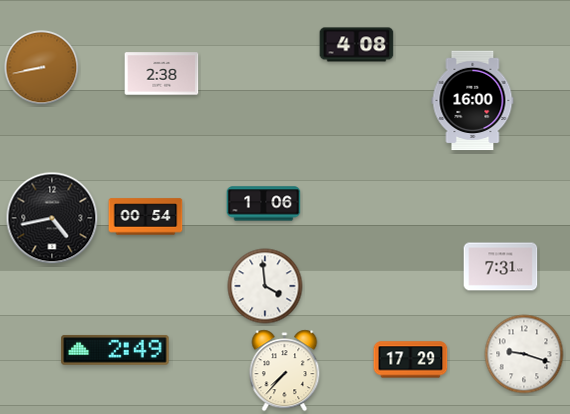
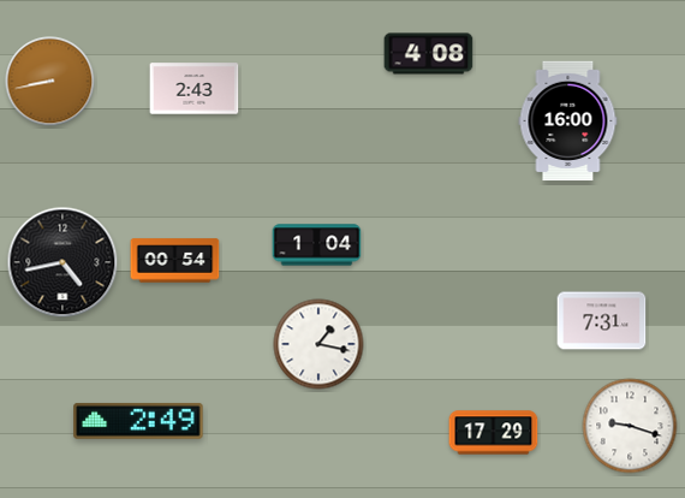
clock at (162, 74): 2:38 -> 2:43
clock at (264, 204): 1:06 -> 1:04
clock at (265, 286): 3:59 -> 1:17
clock at (285, 371): 7:37 -> none
